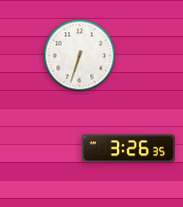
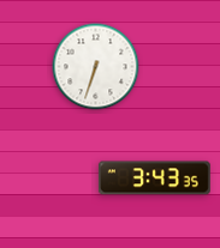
clock at (128, 149): 3:26 -> 3:43
